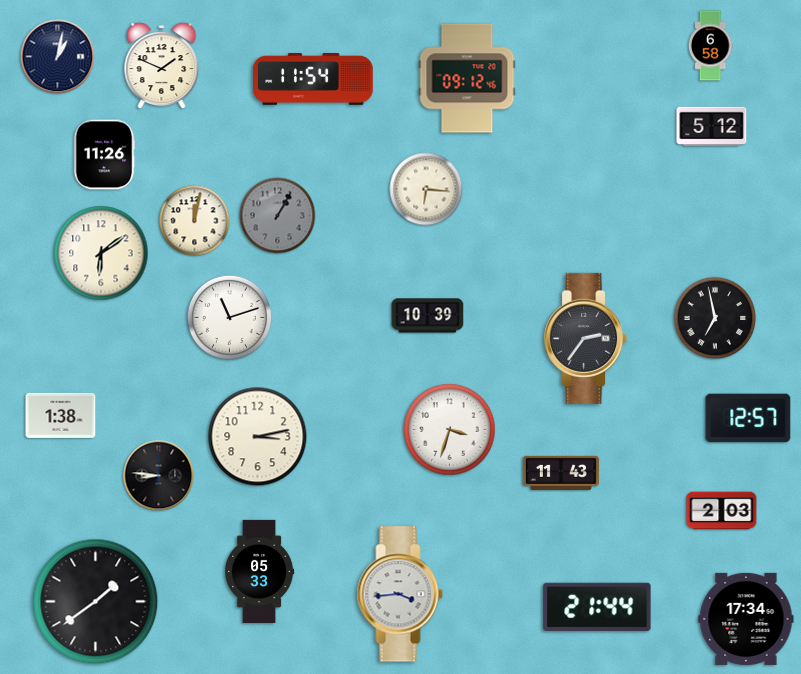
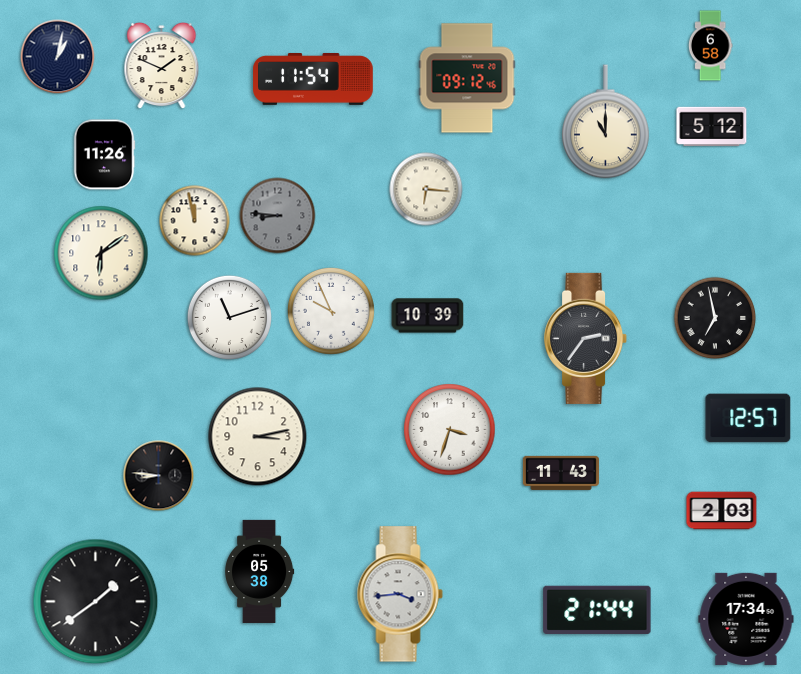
clock at (606, 122): none -> 11:00
clock at (278, 216): 1:05 -> 8:46
clock at (195, 221): 12:02 -> 11:58
clock at (331, 311): none -> 9:56
clock at (61, 415): 1:38 -> none
clock at (259, 571): 05:33 -> 05:38
clock at (597, 607) position: (597, 607) -> (597, 610)
